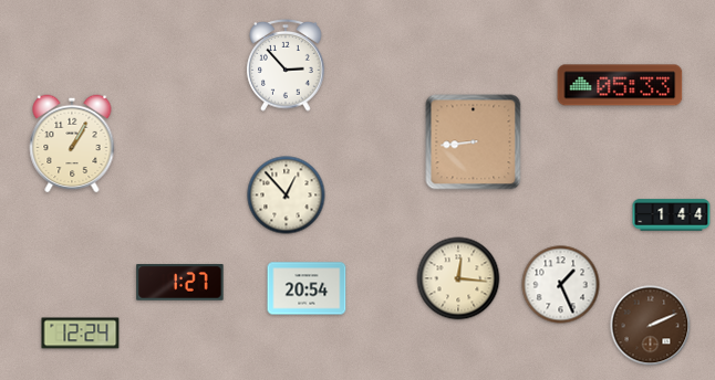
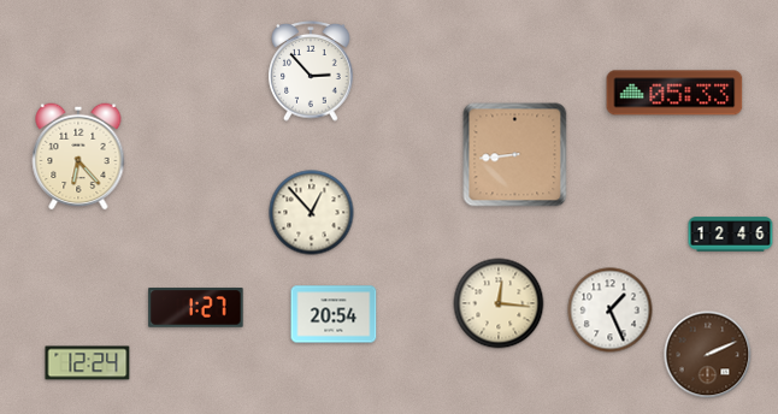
clock at (72, 144): 1:05 -> 6:23
clock at (672, 215): 1:44 -> 12:46
